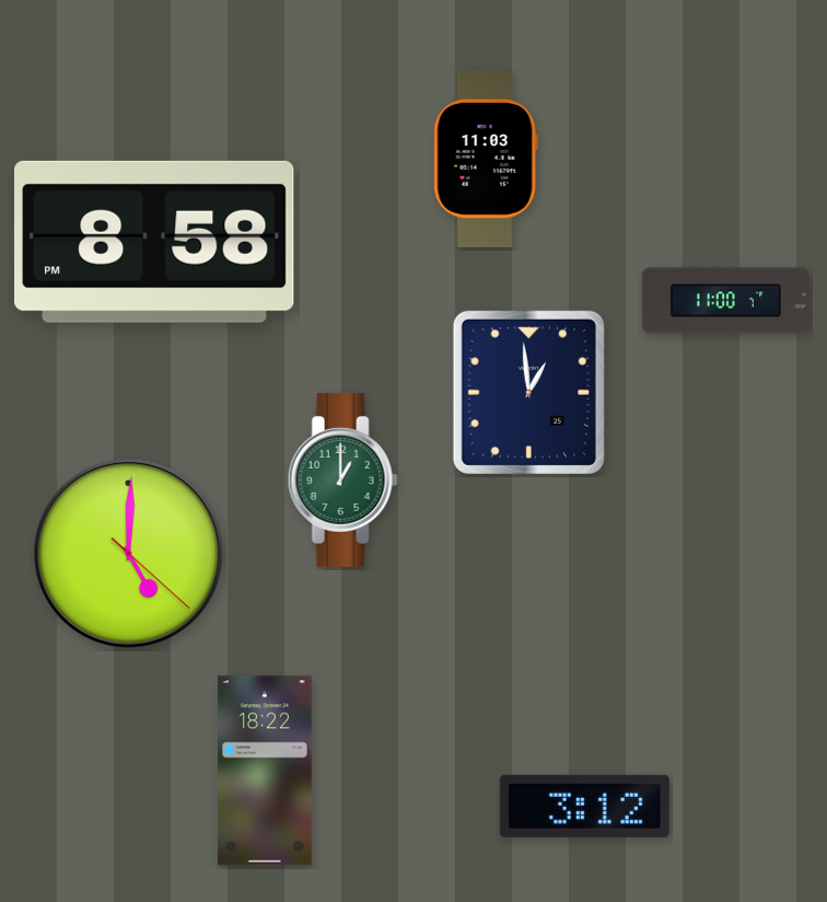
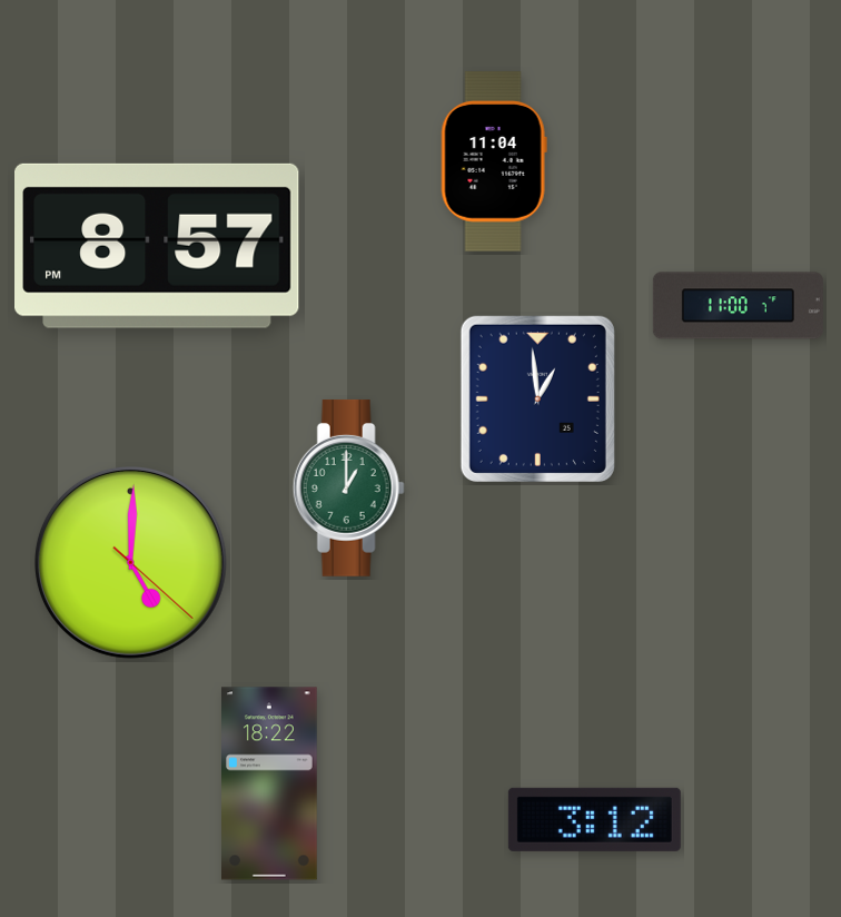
clock at (486, 159): 11:03 -> 11:04
clock at (155, 242): 8:58 -> 8:57
